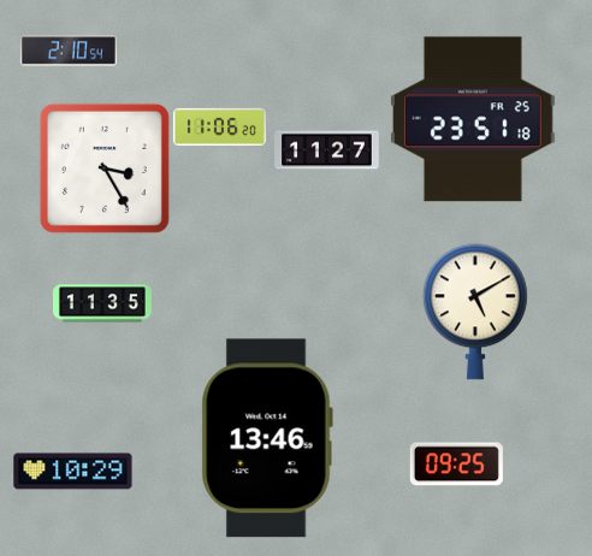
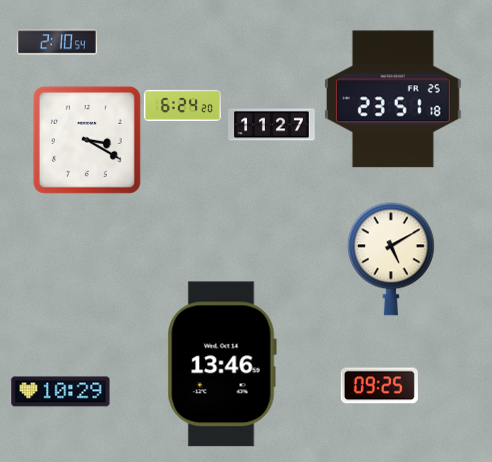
clock at (219, 126): 11:06 -> 6:24
clock at (105, 168): 3:25 -> 3:20
clock at (102, 303): 11:35 -> none
clock at (475, 312) position: (475, 312) -> (391, 259)
